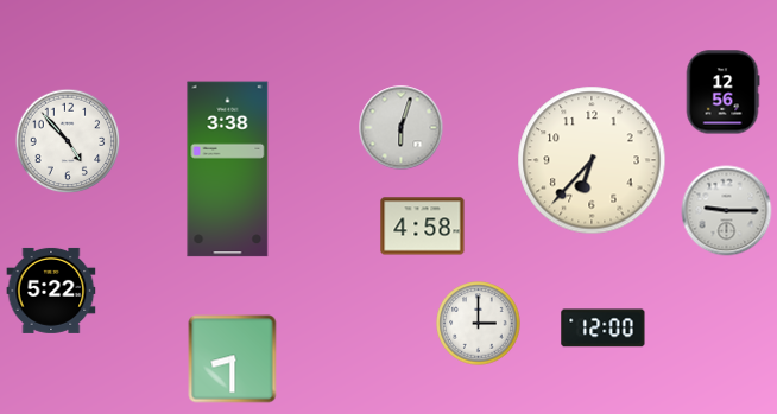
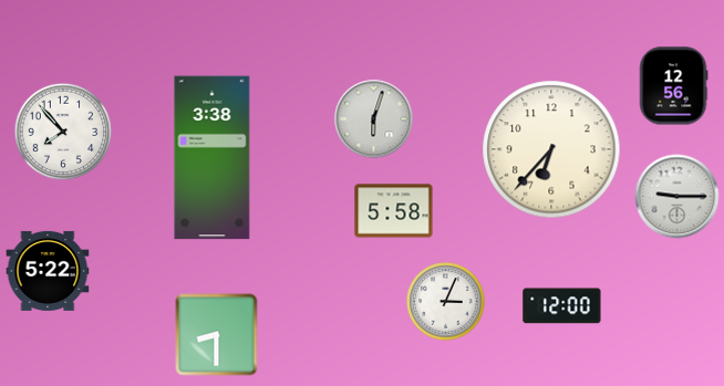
clock at (68, 141): 4:53 -> 7:53
clock at (423, 227): 4:58 -> 5:58
clock at (479, 324): 3:00 -> 3:04
